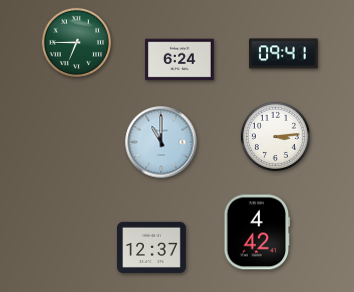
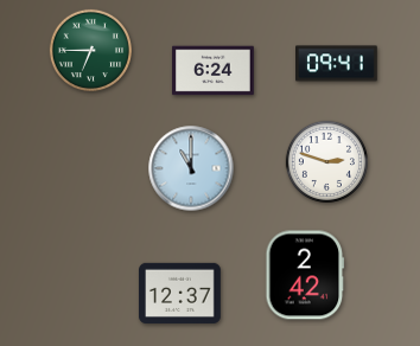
clock at (275, 136): 3:14 -> 2:48
clock at (257, 232): 4:42 -> 2:42
